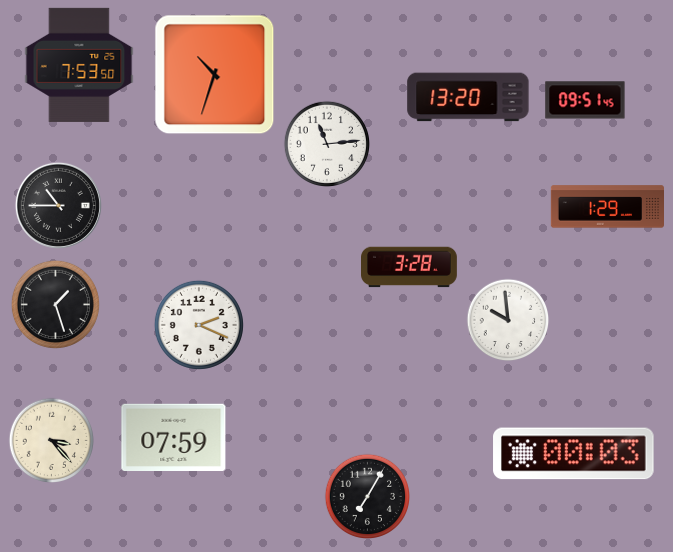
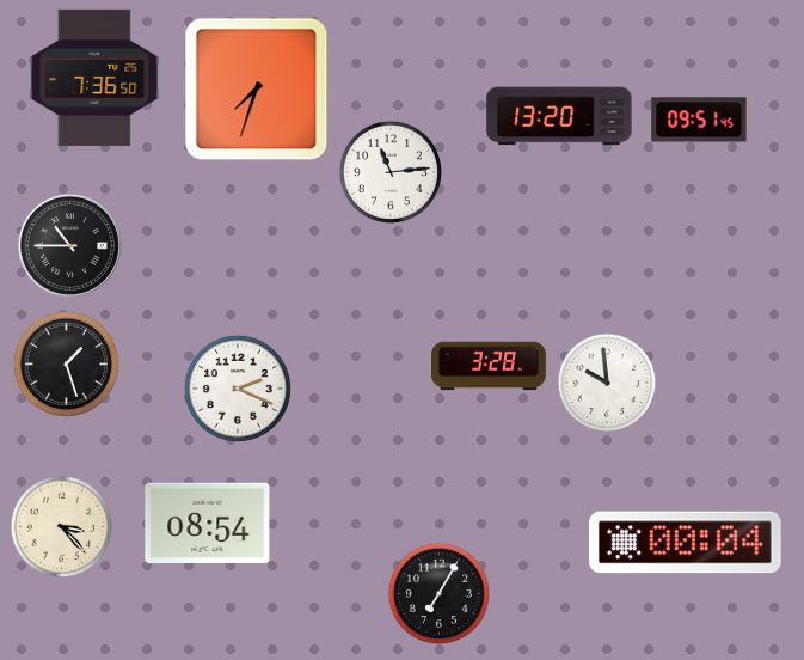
clock at (79, 65): 7:53 -> 7:36
clock at (215, 75): 10:33 -> 7:33
clock at (607, 207): 1:29 -> none
clock at (410, 267) position: (410, 267) -> (490, 366)
clock at (174, 437): 07:59 -> 08:54
clock at (574, 454): 00:03 -> 00:04
